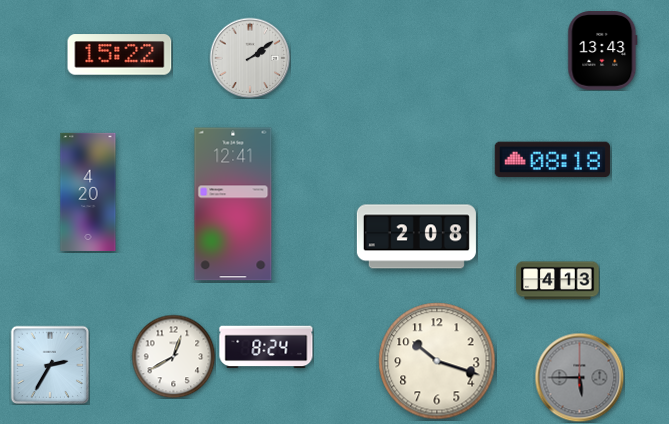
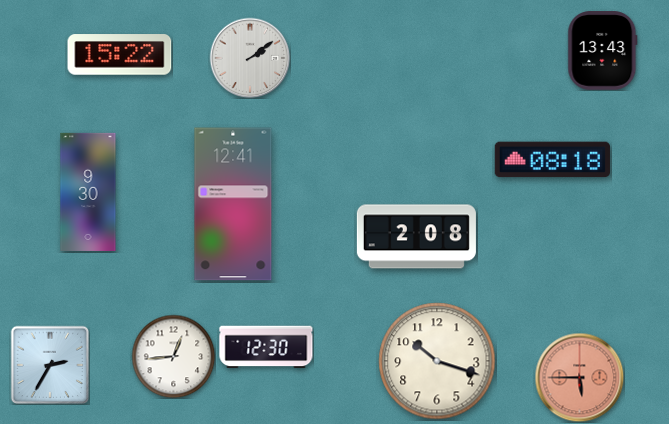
clock at (88, 192): 4:20 -> 9:30
clock at (558, 281): 4:13 -> none
clock at (266, 347): 8:24 -> 12:30
clock at (173, 356): 12:40 -> 12:44
clock at (579, 377) dial: grey -> salmon
